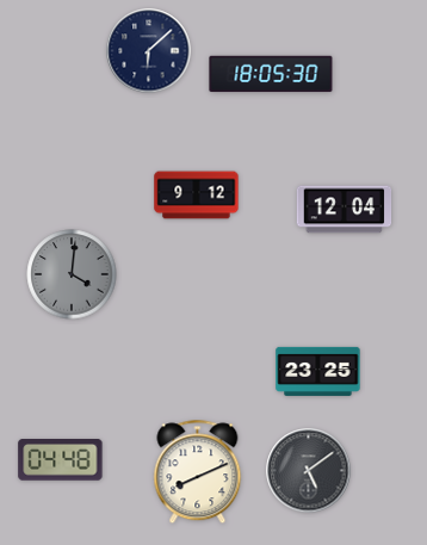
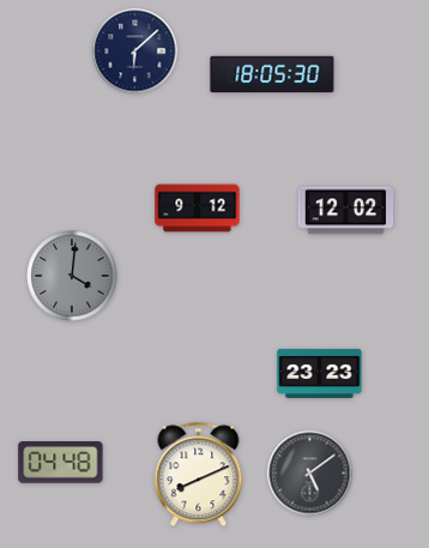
clock at (149, 51) position: (149, 51) -> (135, 52)
clock at (197, 196) position: (197, 196) -> (198, 209)
clock at (345, 210): 12:04 -> 12:02
clock at (318, 371): 23:25 -> 23:23
